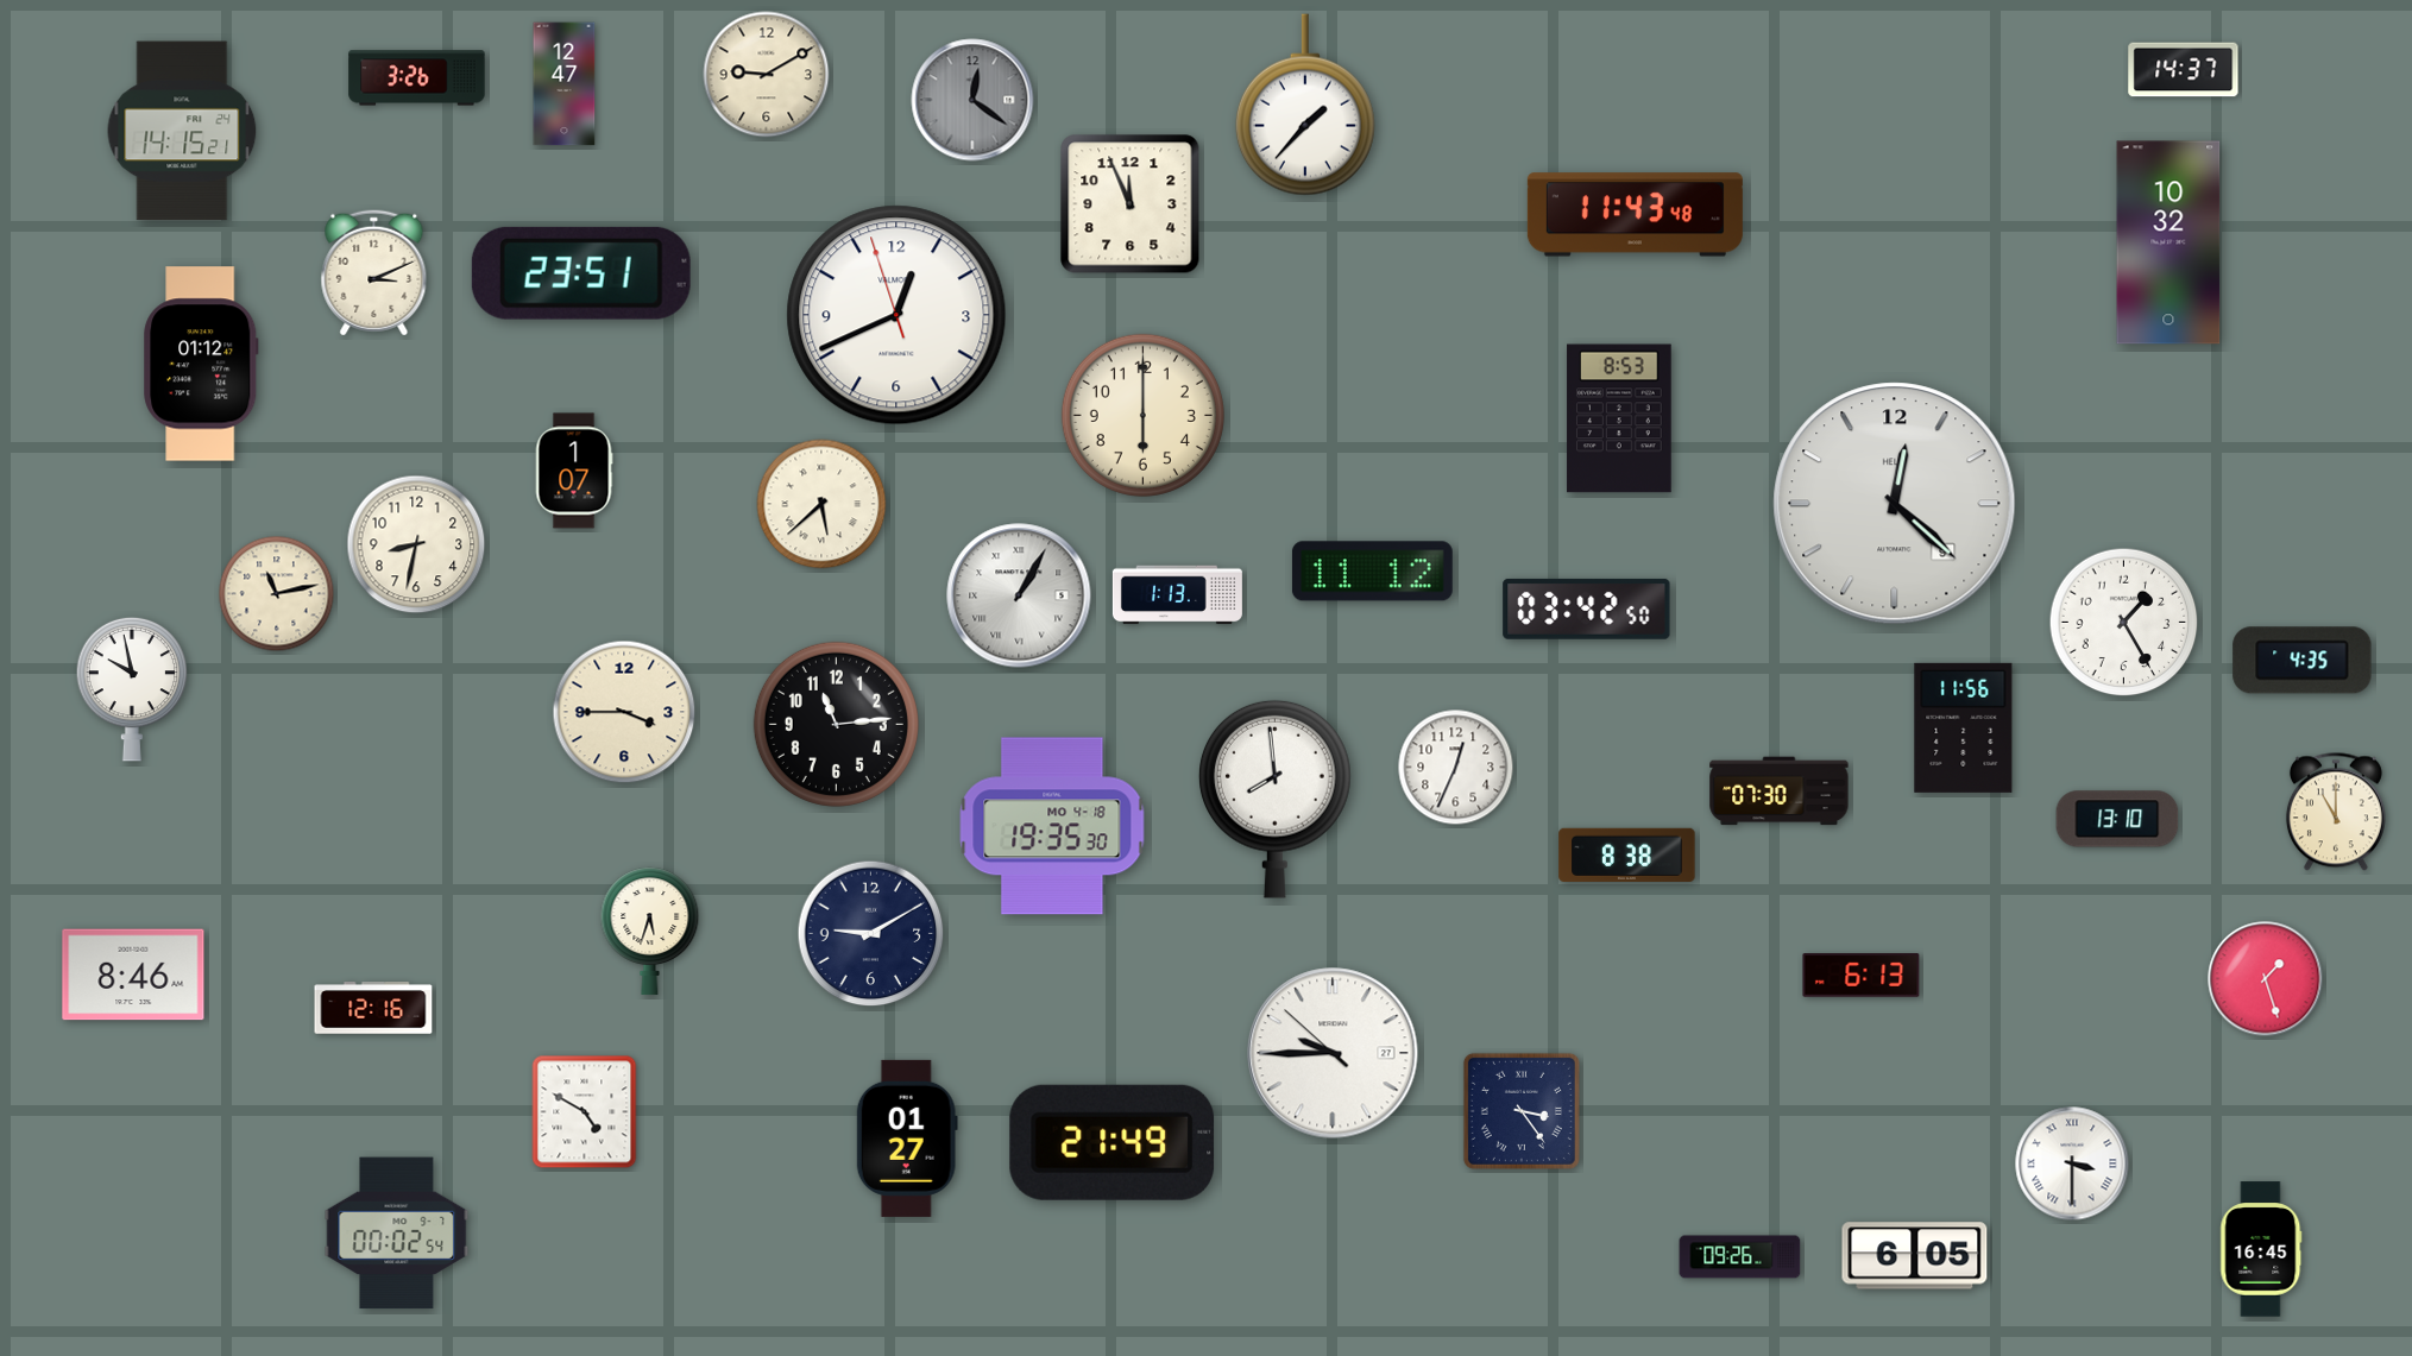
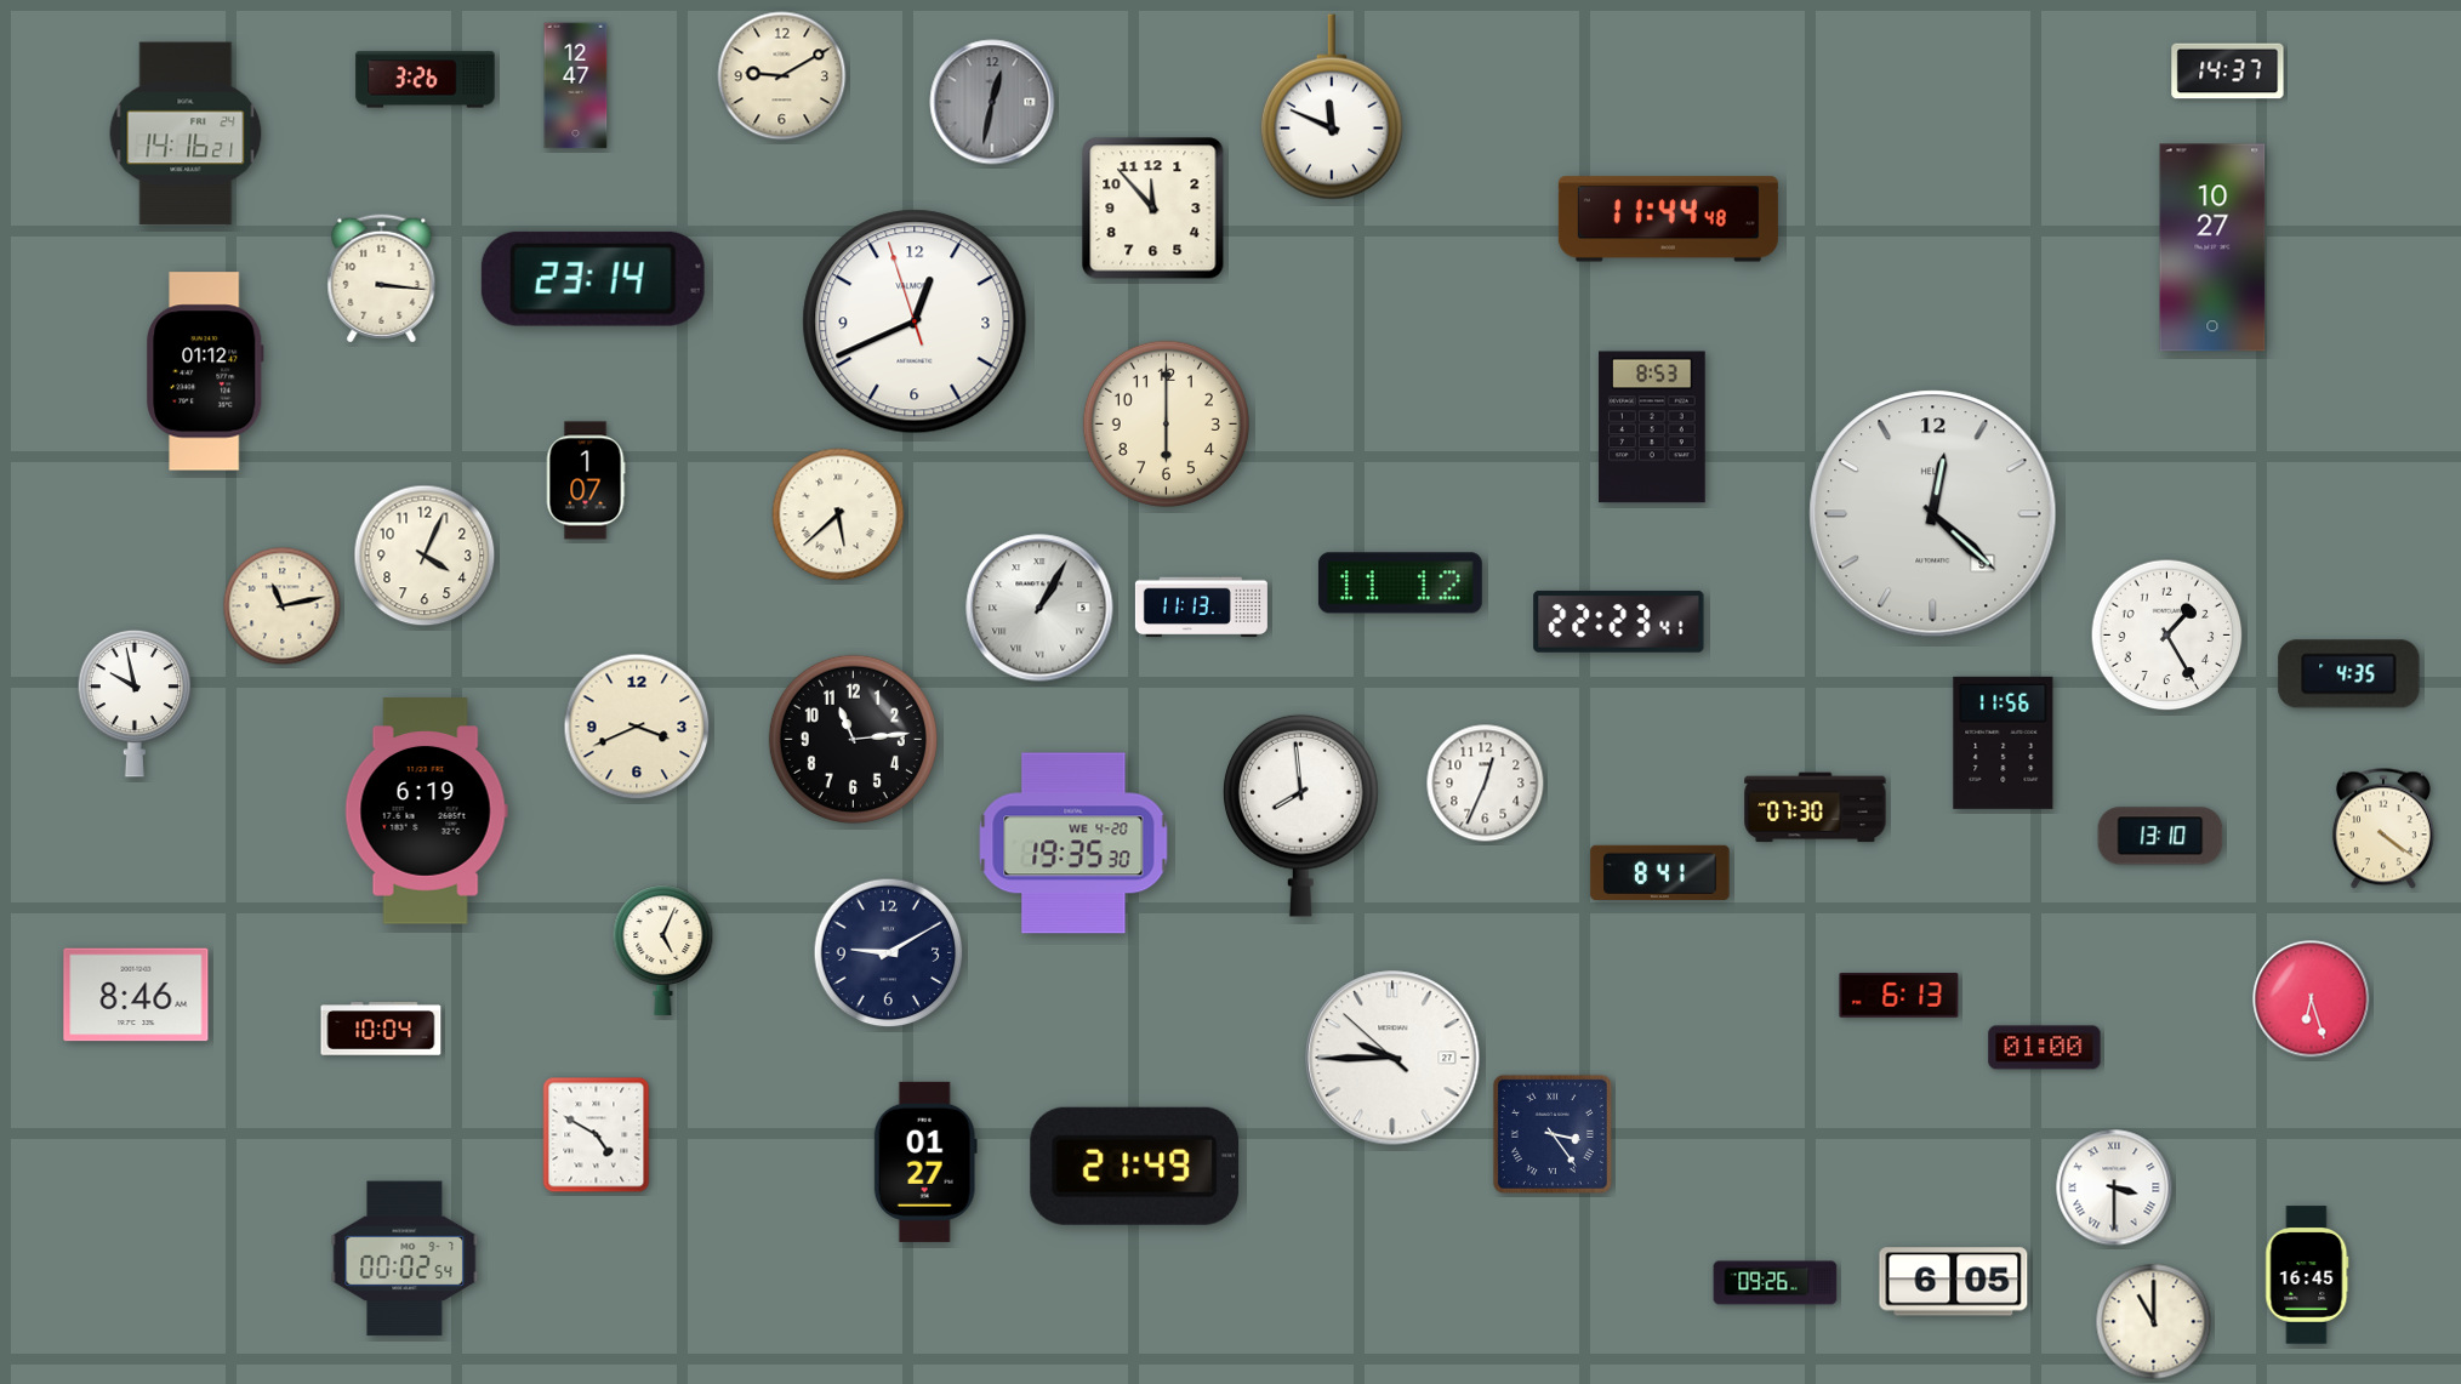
clock at (972, 100): 12:21 -> 12:32
clock at (1305, 105): 1:37 -> 11:49
clock at (182, 131): 14:15 -> 14:16
clock at (1131, 204): 11:56 -> 11:53
clock at (1635, 215): 11:43 -> 11:44
clock at (2168, 242): 10:32 -> 10:27
clock at (374, 273): 3:11 -> 3:16
clock at (581, 273): 23:51 -> 23:14
clock at (416, 544): 8:32 -> 4:04
clock at (1177, 595): 1:13 -> 11:13
clock at (1587, 608): 03:42 -> 22:23
clock at (624, 712): 3:45 -> 3:41
clock at (426, 811): none -> 6:19
clock at (2336, 812): 11:00 -> 4:21
clock at (1052, 826) date: MO 4-18 -> WE 4-20
clock at (1627, 854): 8:38 -> 8:41
clock at (650, 931): 5:33 -> 5:04
clock at (2266, 979): 1:27 -> 6:27
clock at (373, 1008): 12:16 -> 10:04
clock at (2045, 1048): none -> 01:00
clock at (1333, 1053) position: (1333, 1053) -> (1392, 1058)
clock at (2154, 1322): none -> 11:00
